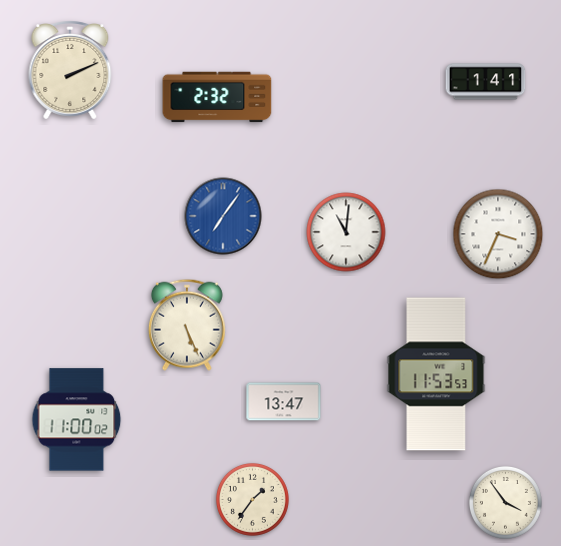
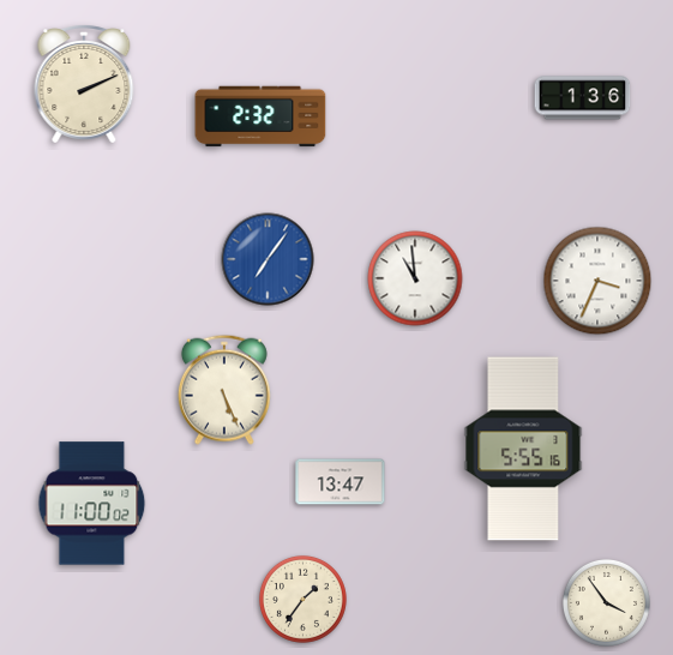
clock at (486, 82): 1:41 -> 1:36
clock at (346, 232): 11:01 -> 10:59
clock at (436, 374): 11:53 -> 5:55
